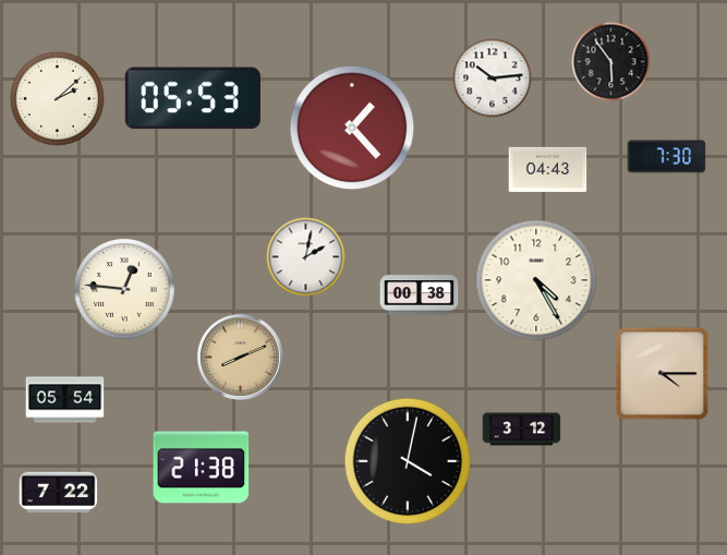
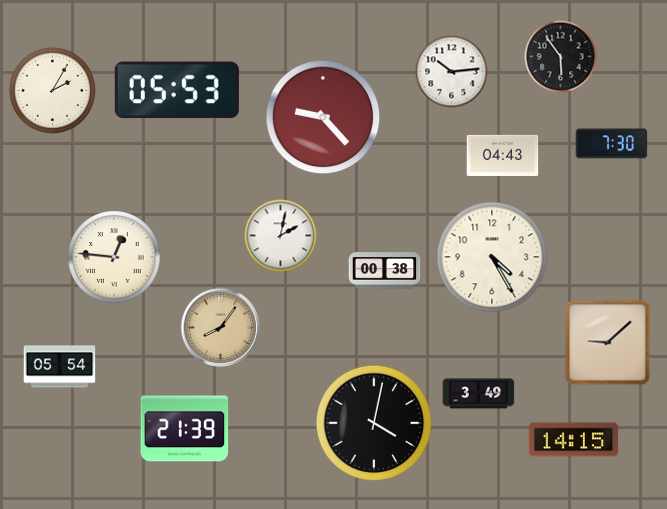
clock at (57, 98): 2:08 -> 2:05
clock at (352, 128): 1:23 -> 9:23
clock at (124, 289) position: (124, 289) -> (114, 257)
clock at (241, 358): 8:11 -> 8:06
clock at (663, 374): 4:15 -> 9:08
clock at (522, 430): 3:12 -> 3:49
clock at (202, 468): 21:38 -> 21:39
clock at (574, 440): none -> 14:15
clock at (59, 493): 7:22 -> none
